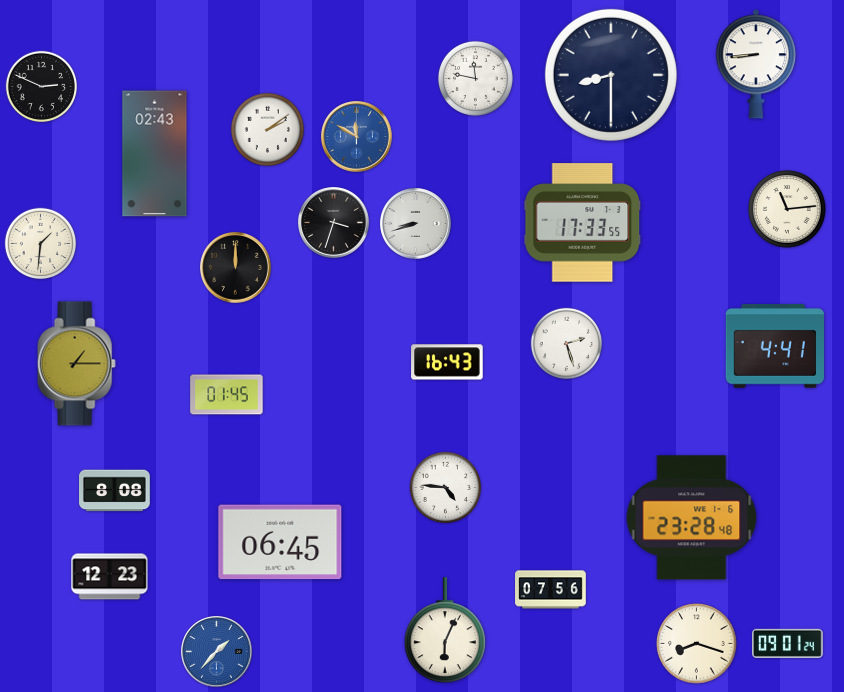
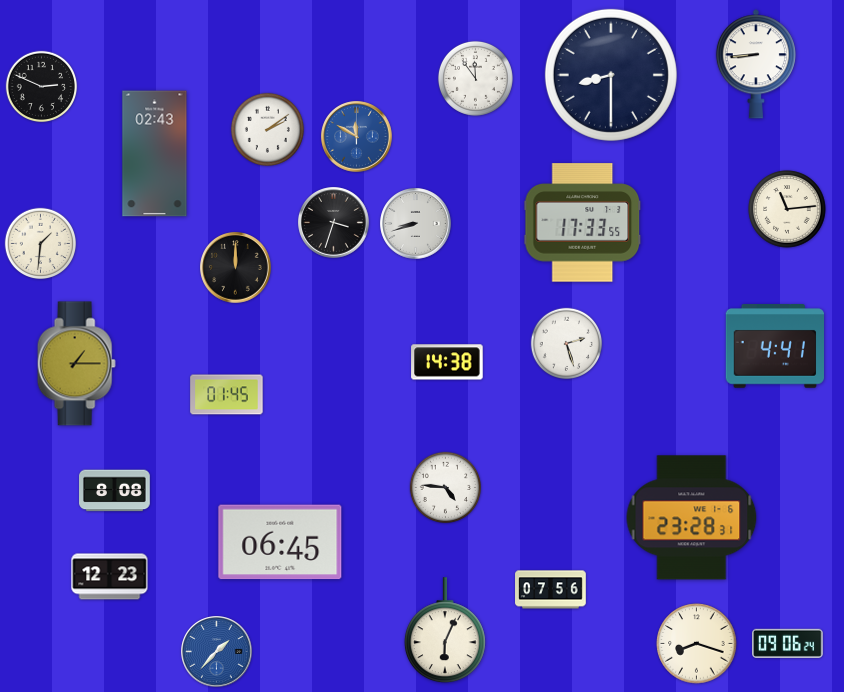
clock at (475, 78): 11:47 -> 11:54
clock at (447, 362): 16:43 -> 14:38
clock at (692, 518): 23:28:48 -> 23:28:31
clock at (788, 643): 09:01 -> 09:06
